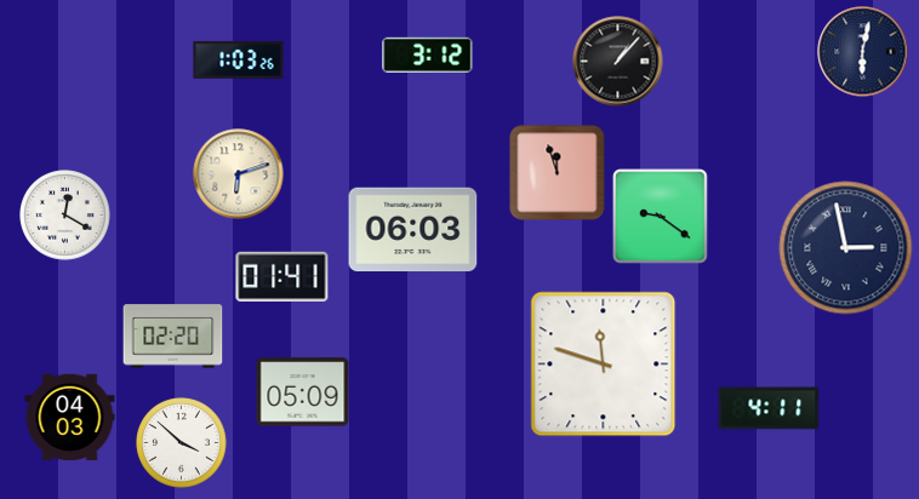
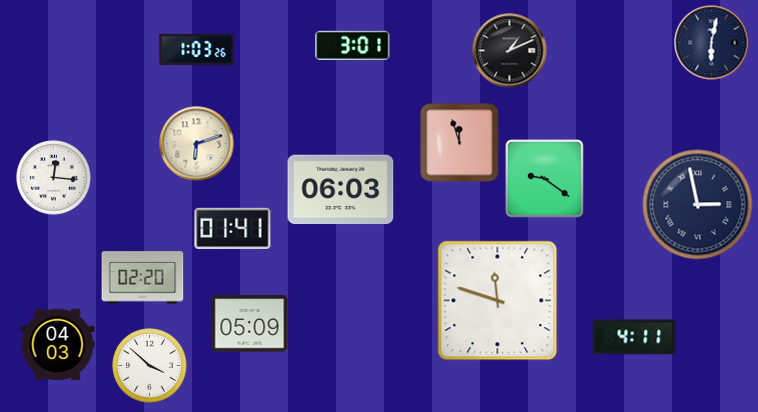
clock at (428, 55): 3:12 -> 3:01
clock at (618, 62): 1:07 -> 1:11
clock at (65, 216): 12:20 -> 12:16
